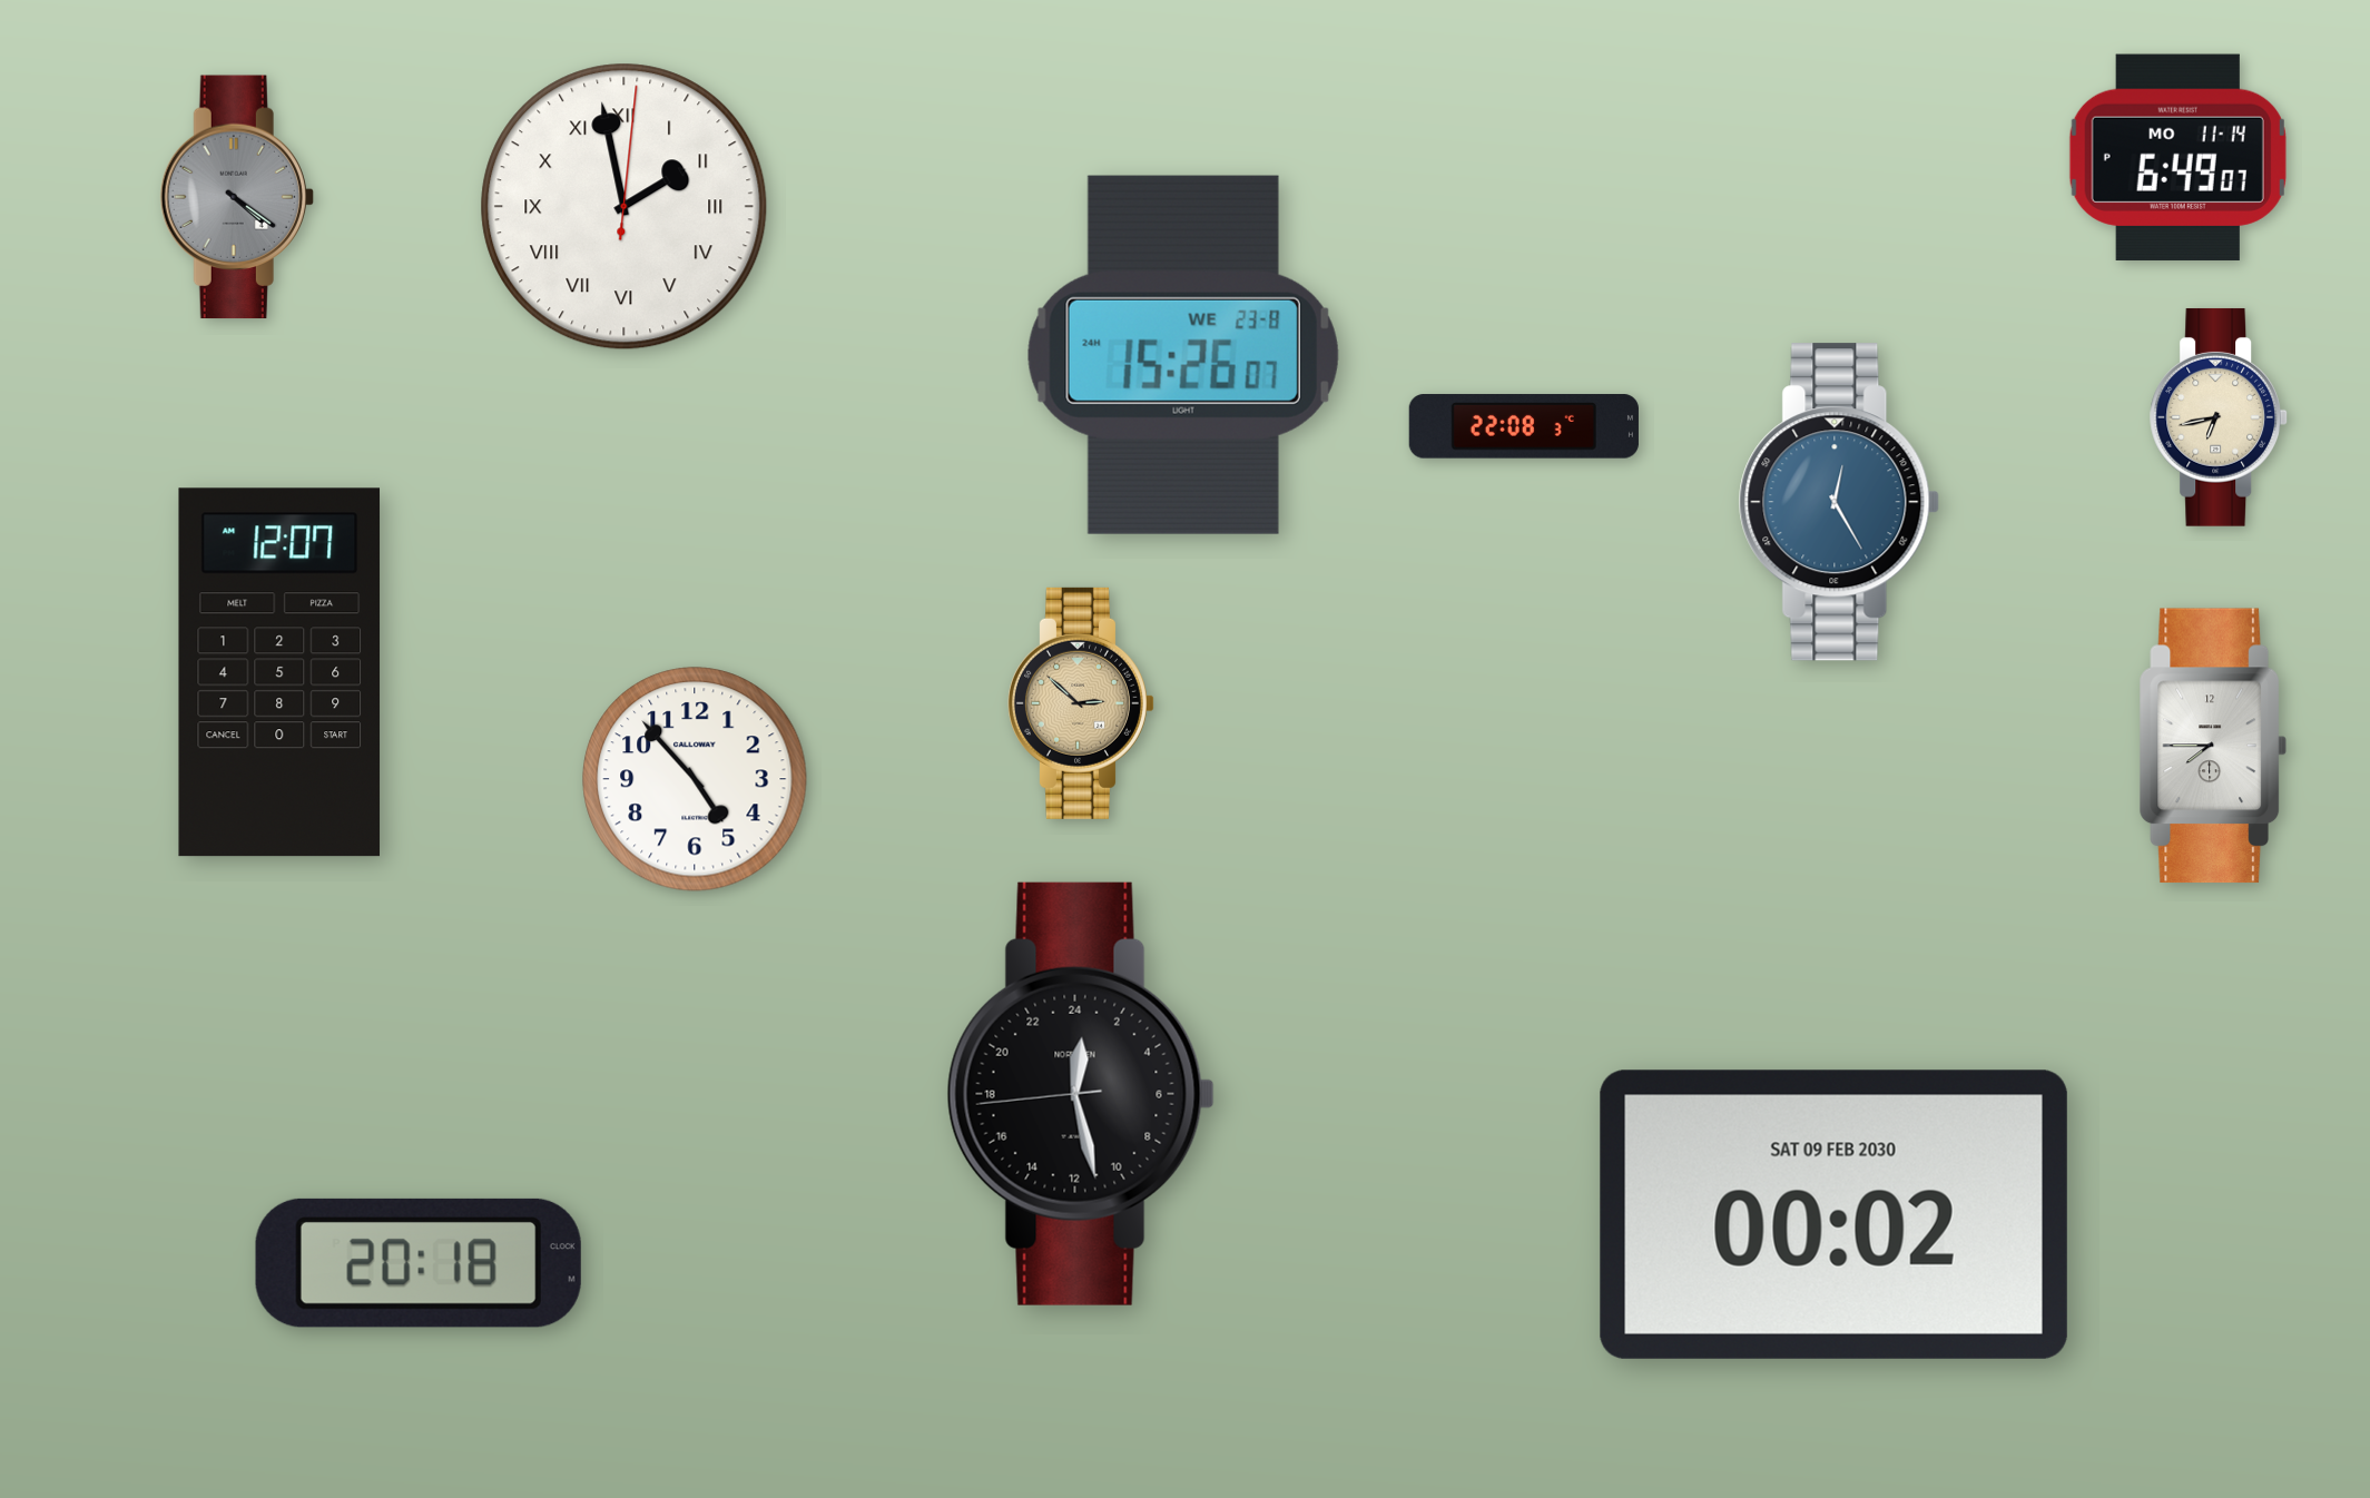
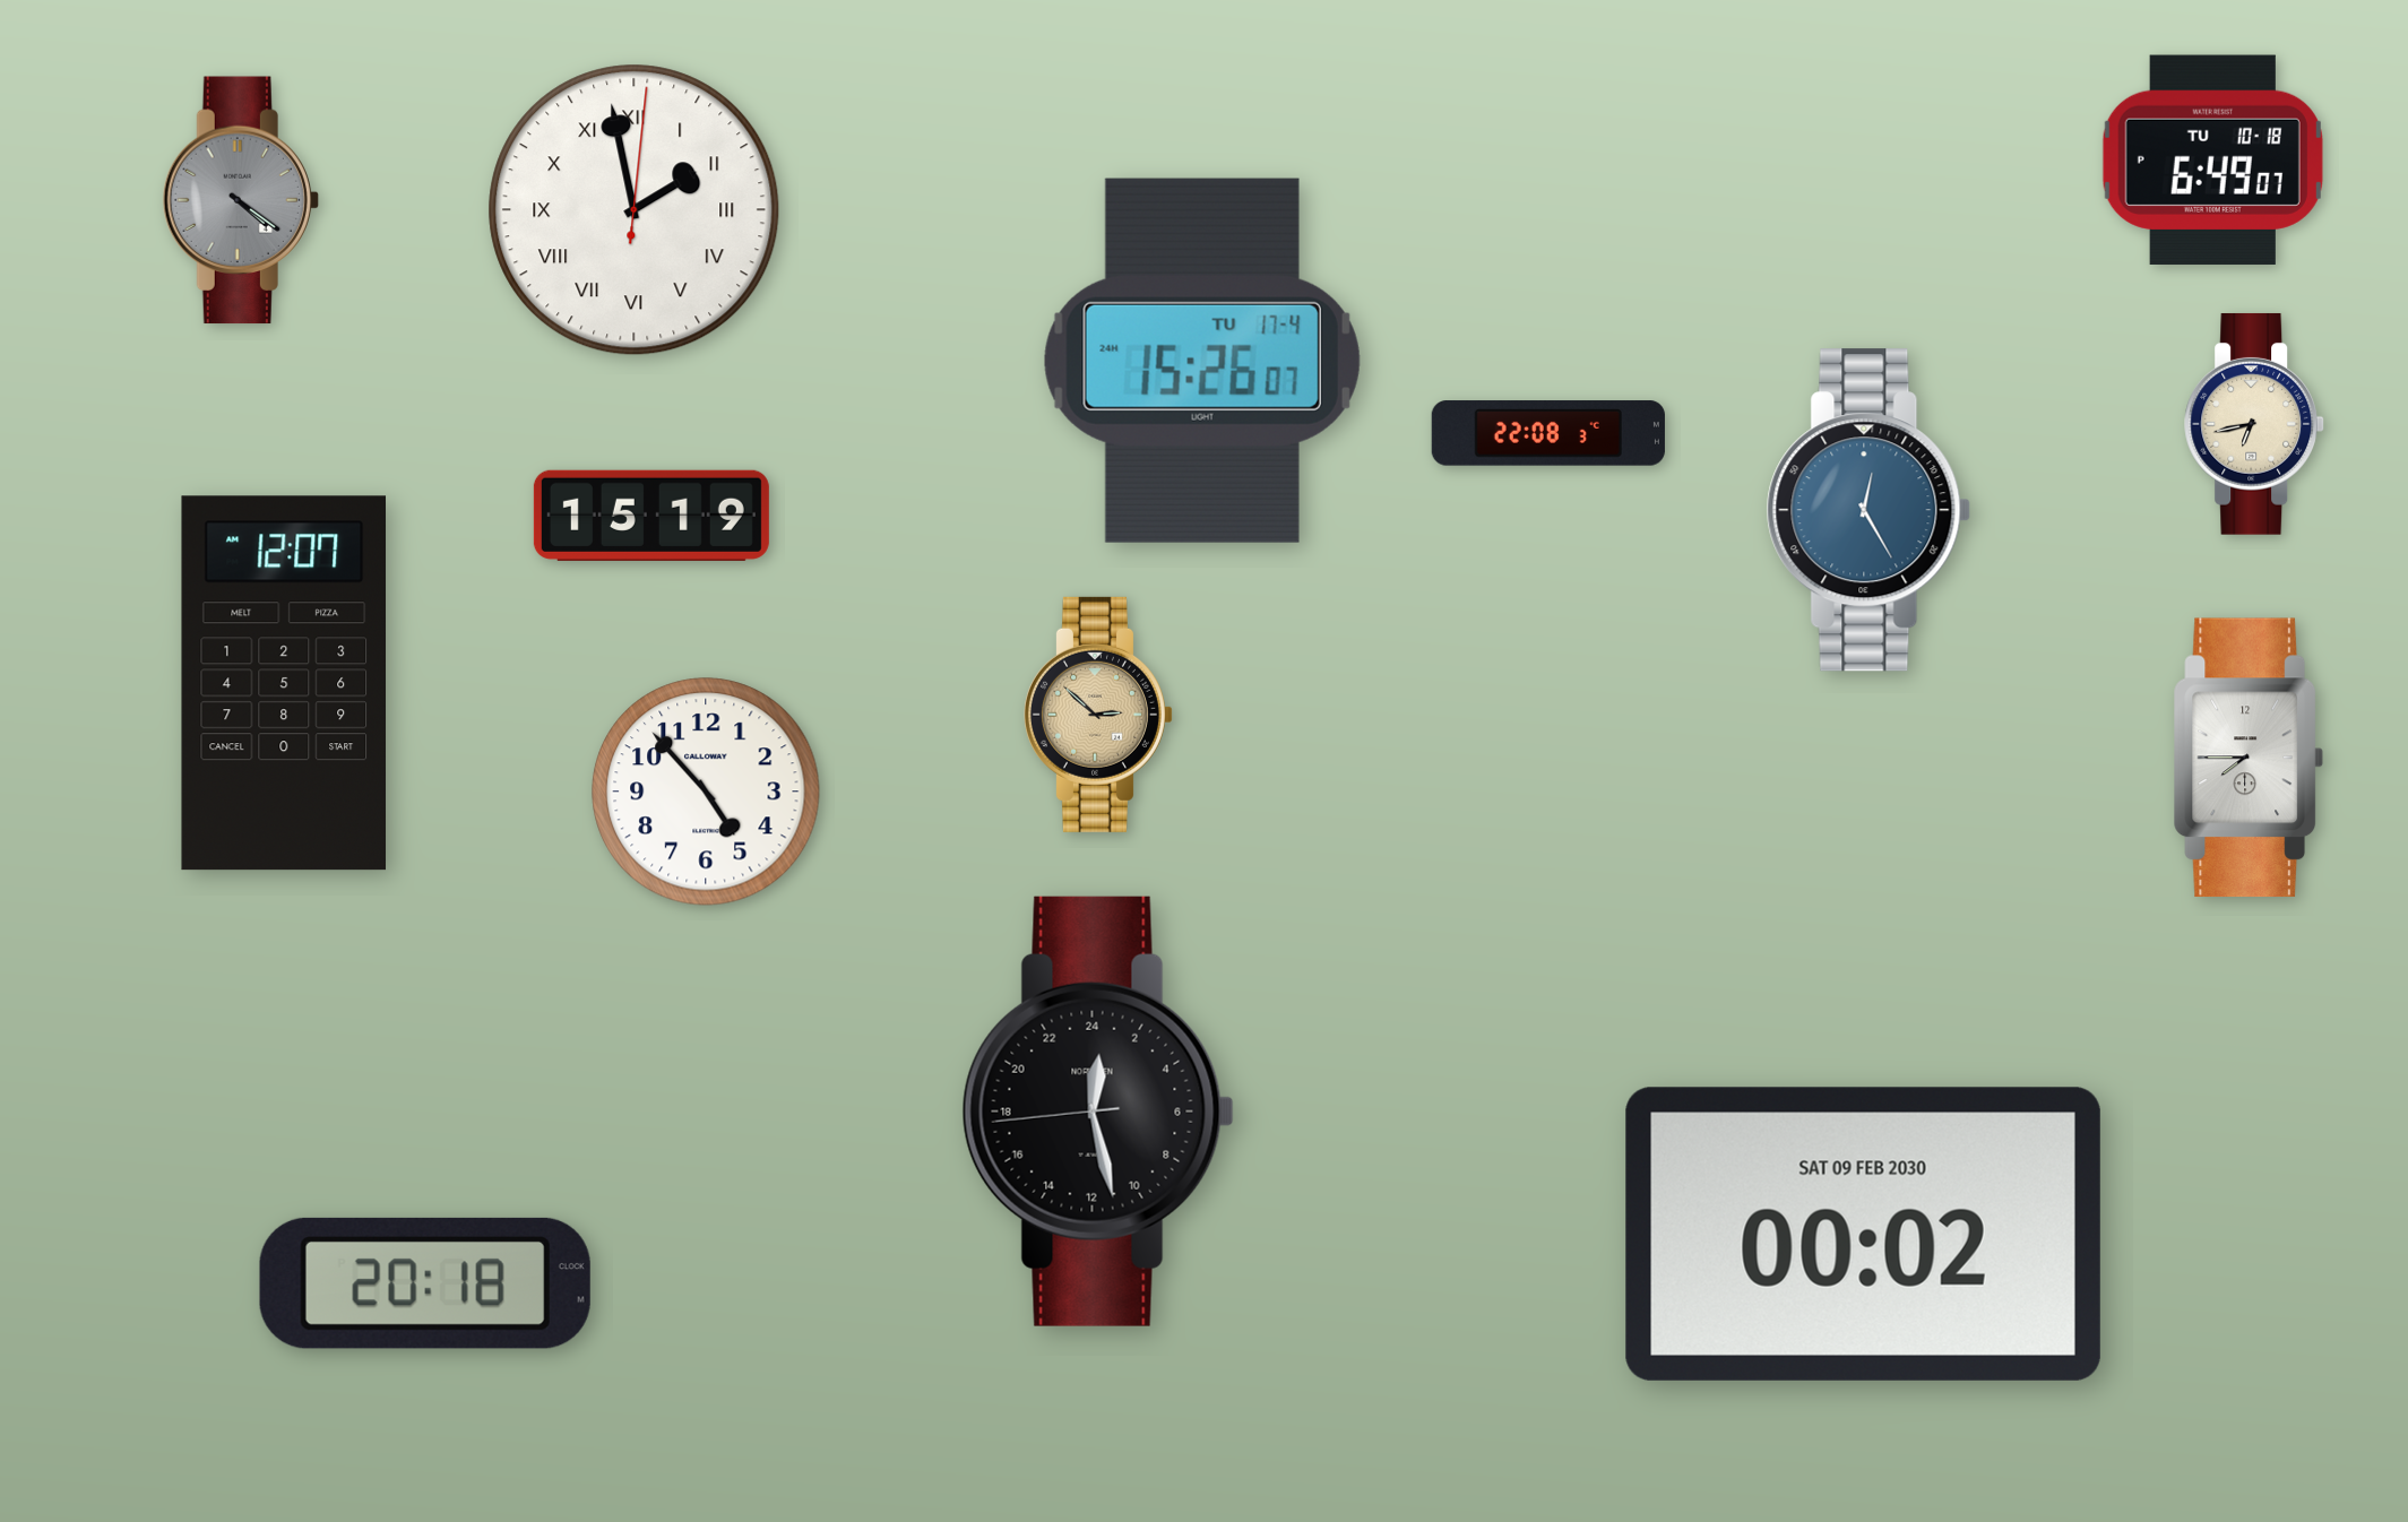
clock at (2177, 157) date: MO 11-14 -> TU 10-18
clock at (1183, 355) date: WE 23-8 -> TU 17-4
clock at (651, 516): none -> 15:19
